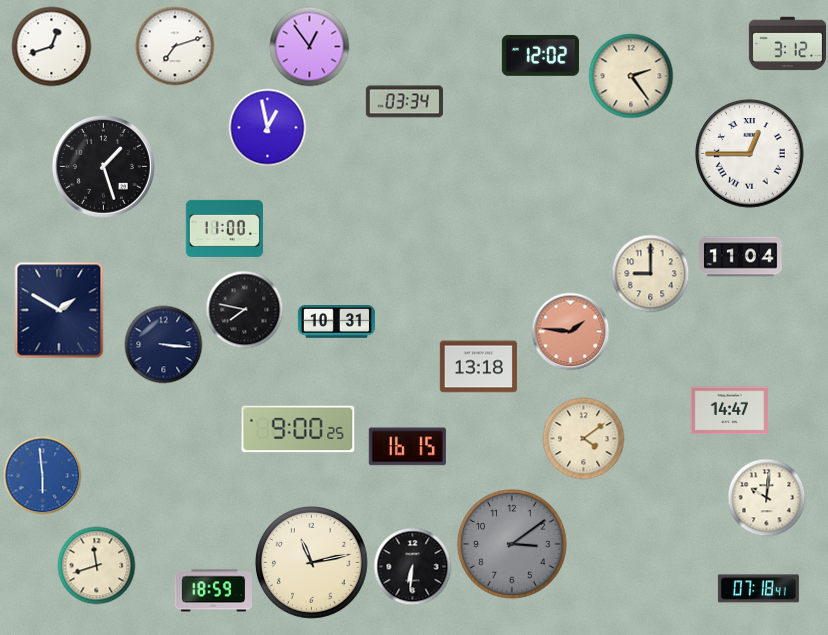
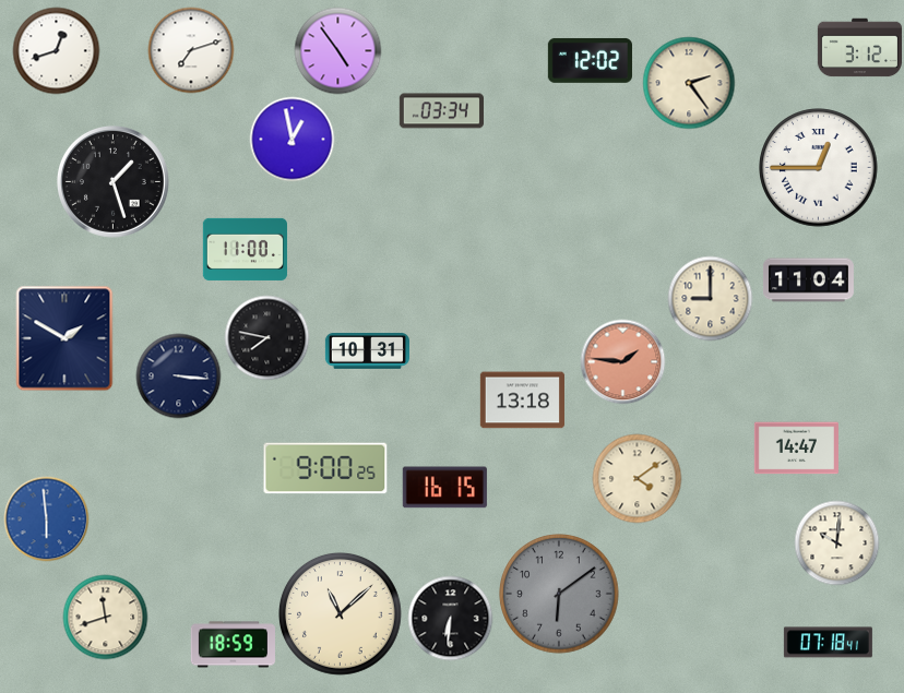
clock at (309, 46): 12:54 -> 4:54
clock at (512, 544): 3:09 -> 6:09
clock at (312, 563): 11:13 -> 11:08
